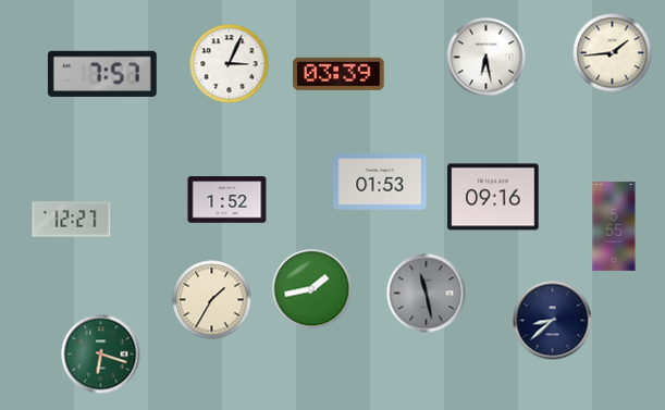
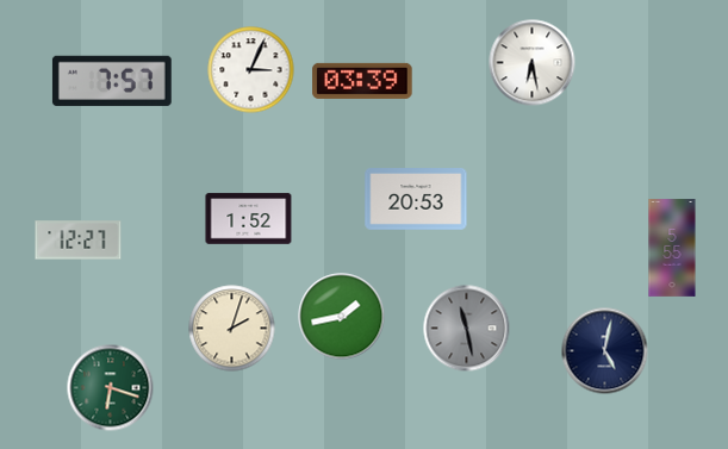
clock at (613, 53): 1:44 -> none
clock at (338, 74) position: (338, 74) -> (362, 81)
clock at (380, 183): 01:53 -> 20:53
clock at (493, 197): 09:16 -> none
clock at (427, 294) position: (427, 294) -> (467, 329)
clock at (212, 300): 1:35 -> 2:03
clock at (553, 321): 8:38 -> 5:02
